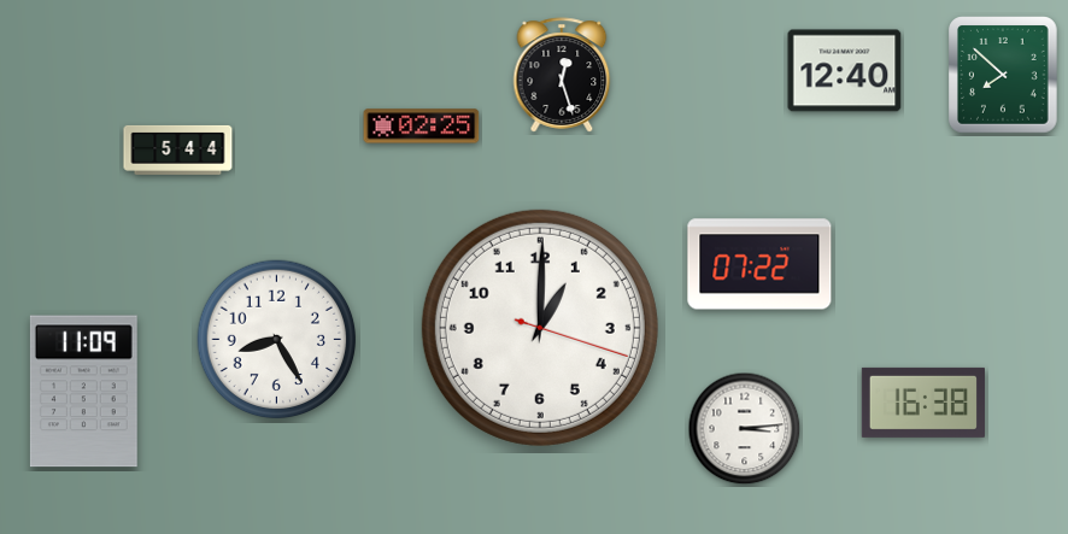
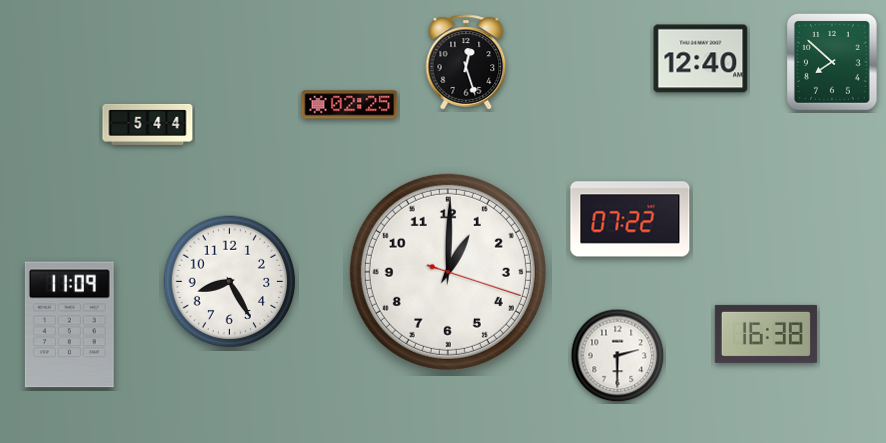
clock at (745, 429): 3:14 -> 2:30
